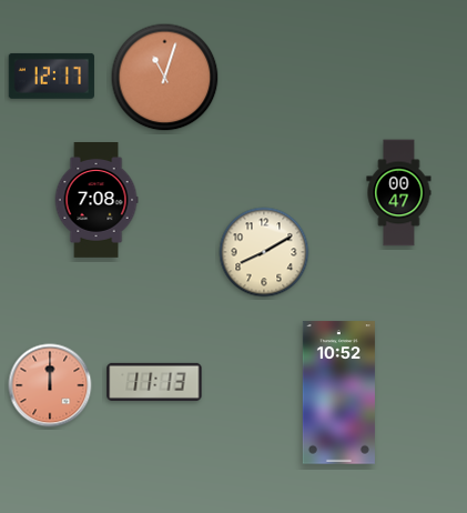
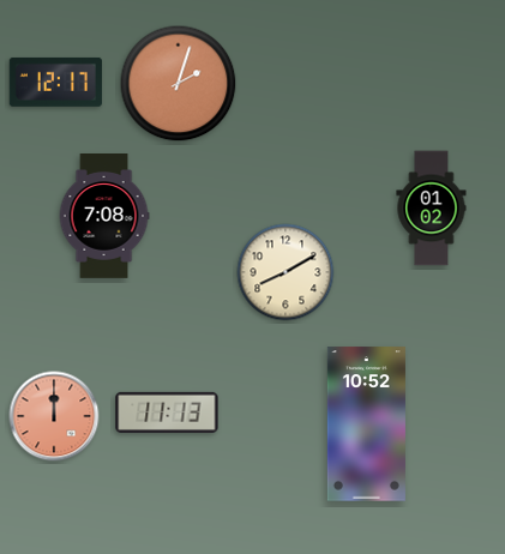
clock at (165, 78): 11:03 -> 2:03
clock at (399, 193): 00:47 -> 01:02
